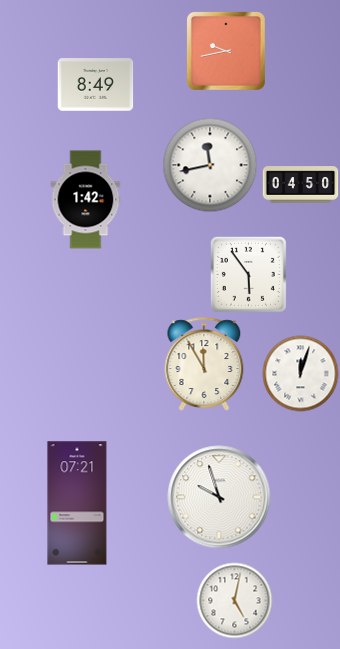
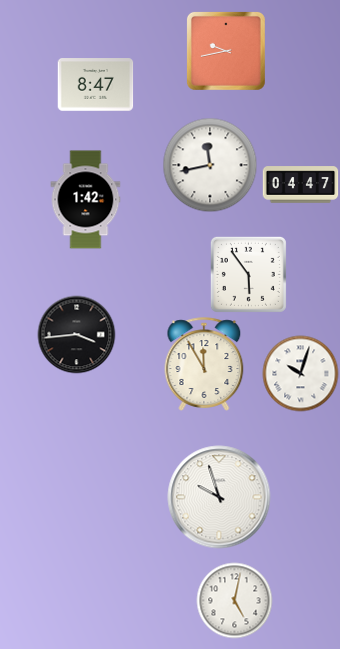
clock at (96, 85): 8:49 -> 8:47
clock at (301, 185): 04:50 -> 04:47
clock at (77, 335): none -> 3:44
clock at (301, 374): 12:03 -> 10:03
clock at (77, 503): 07:21 -> none
